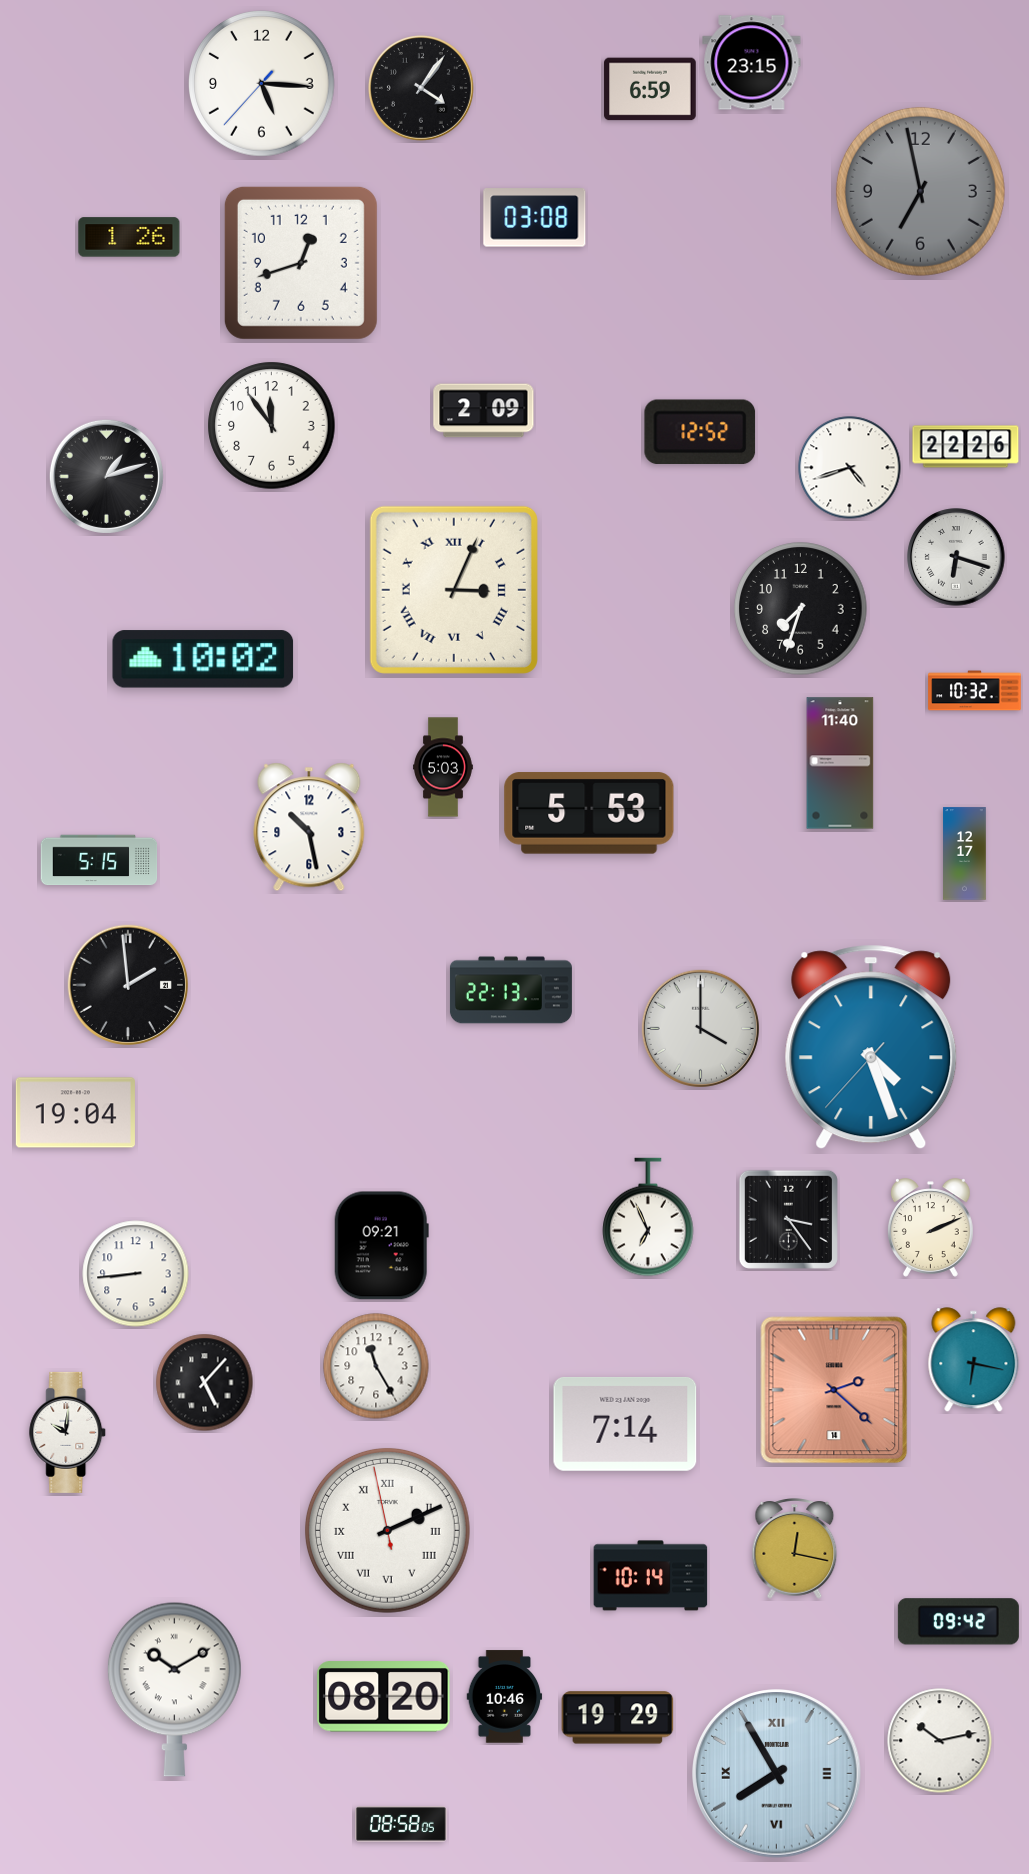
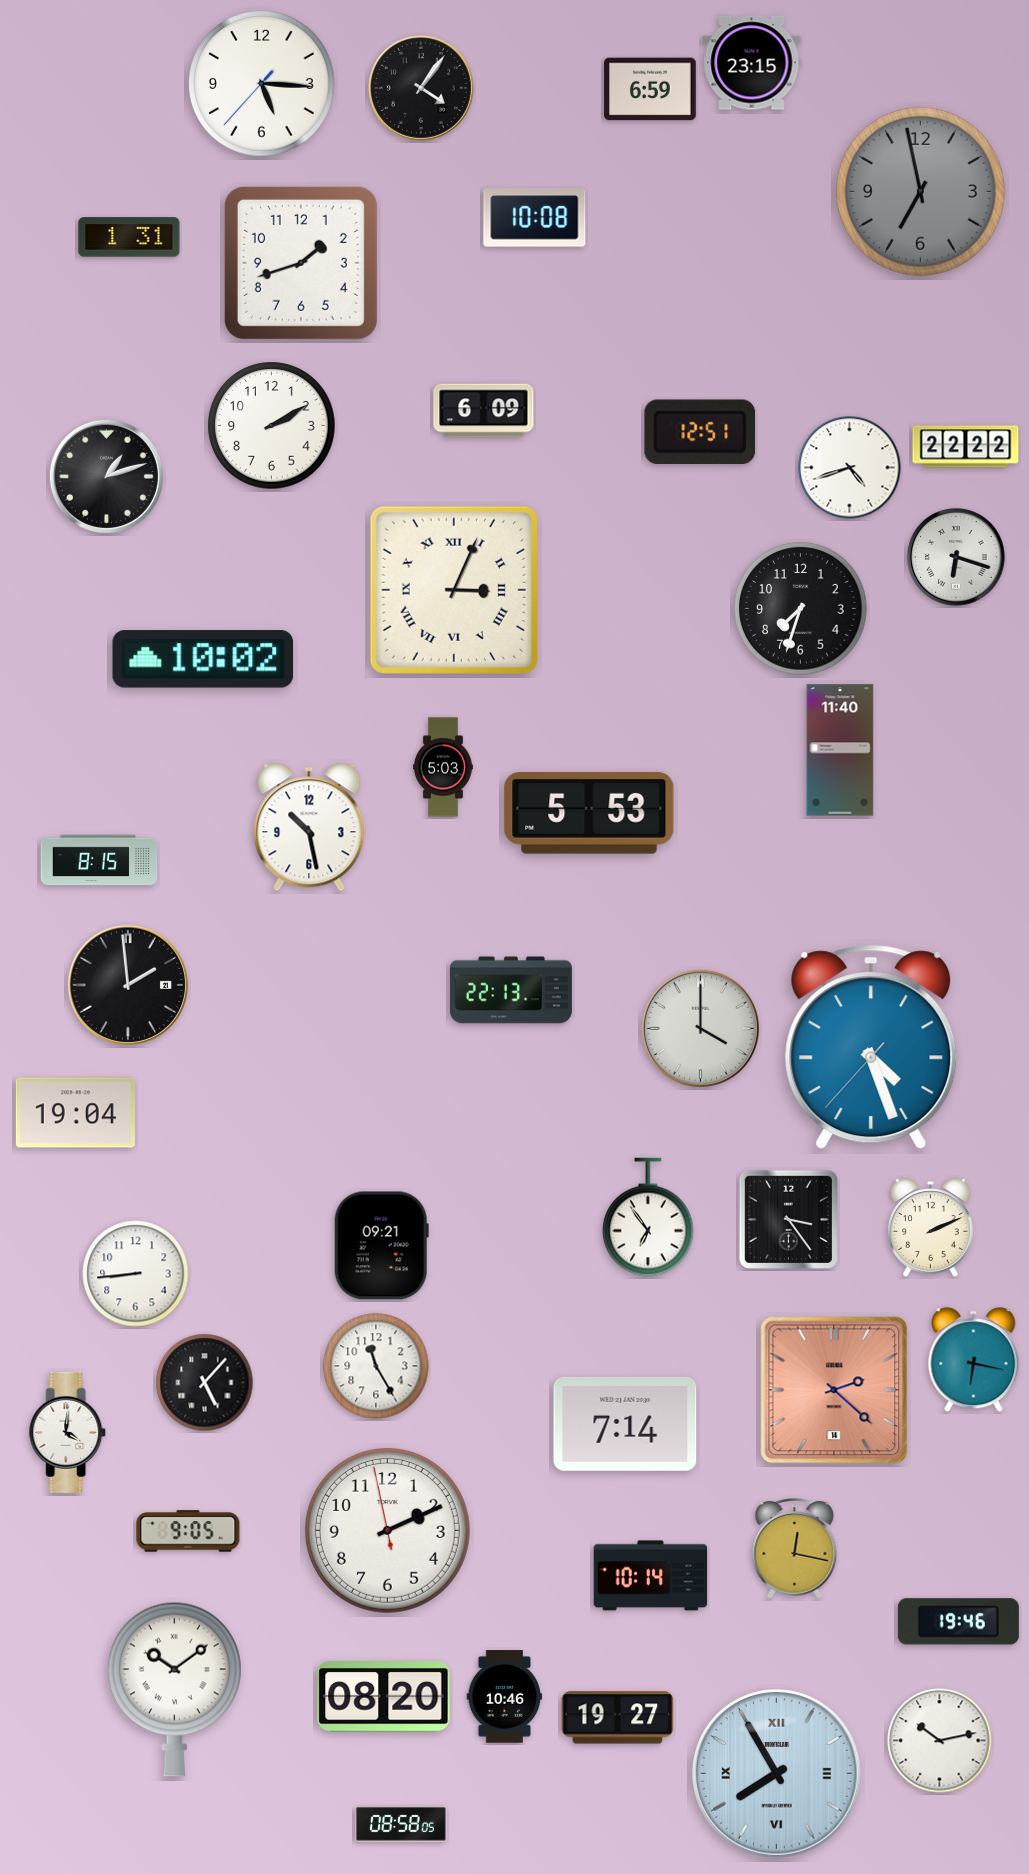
clock at (535, 218): 03:08 -> 10:08
clock at (129, 237): 1:26 -> 1:31
clock at (301, 263): 12:42 -> 1:42
clock at (484, 411): 2:09 -> 6:09
clock at (272, 426): 11:54 -> 2:10
clock at (700, 431): 12:52 -> 12:51
clock at (966, 447): 22:26 -> 22:22
clock at (975, 691): 10:32 -> none
clock at (840, 763) position: (840, 763) -> (840, 750)
clock at (965, 854): 12:17 -> none
clock at (99, 860): 5:15 -> 8:15
clock at (648, 1217): 6:56 -> 6:54
clock at (68, 1432): 10:01 -> 4:01
clock at (387, 1530) numerals: Roman -> Arabic
clock at (188, 1531): none -> 9:05
clock at (958, 1622): 09:42 -> 19:46
clock at (174, 1689): 10:10 -> 10:09
clock at (618, 1718): 19:29 -> 19:27
